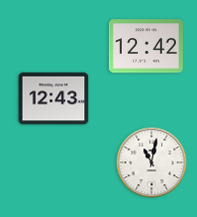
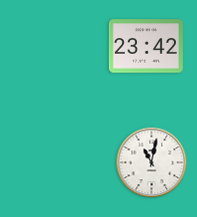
clock at (146, 46): 12:42 -> 23:42
clock at (54, 99): 12:43 -> none
